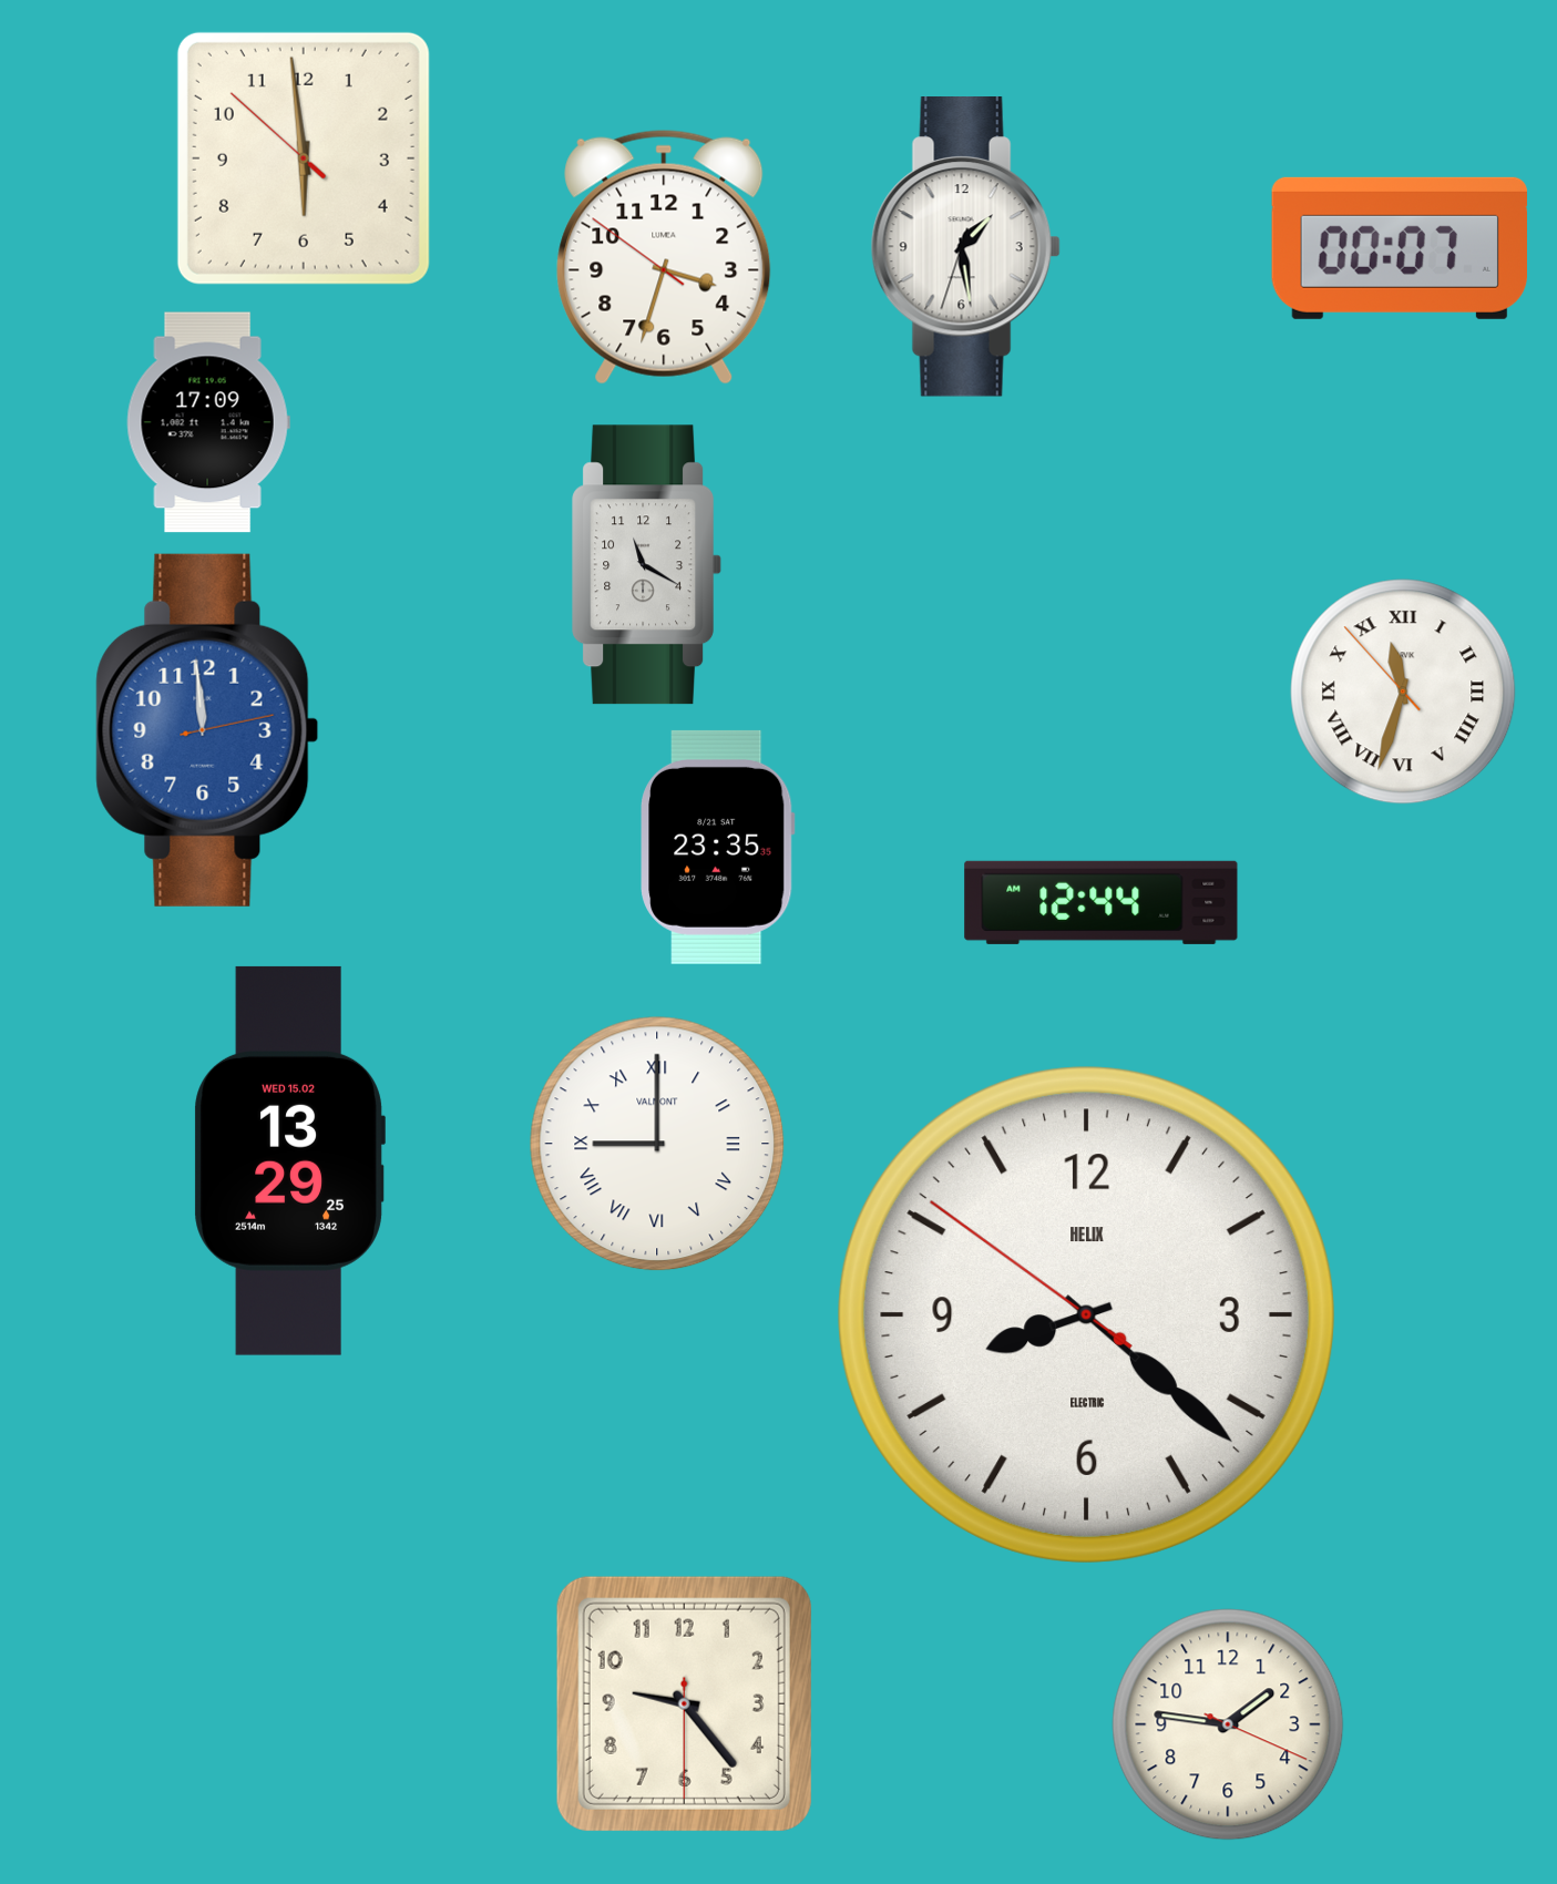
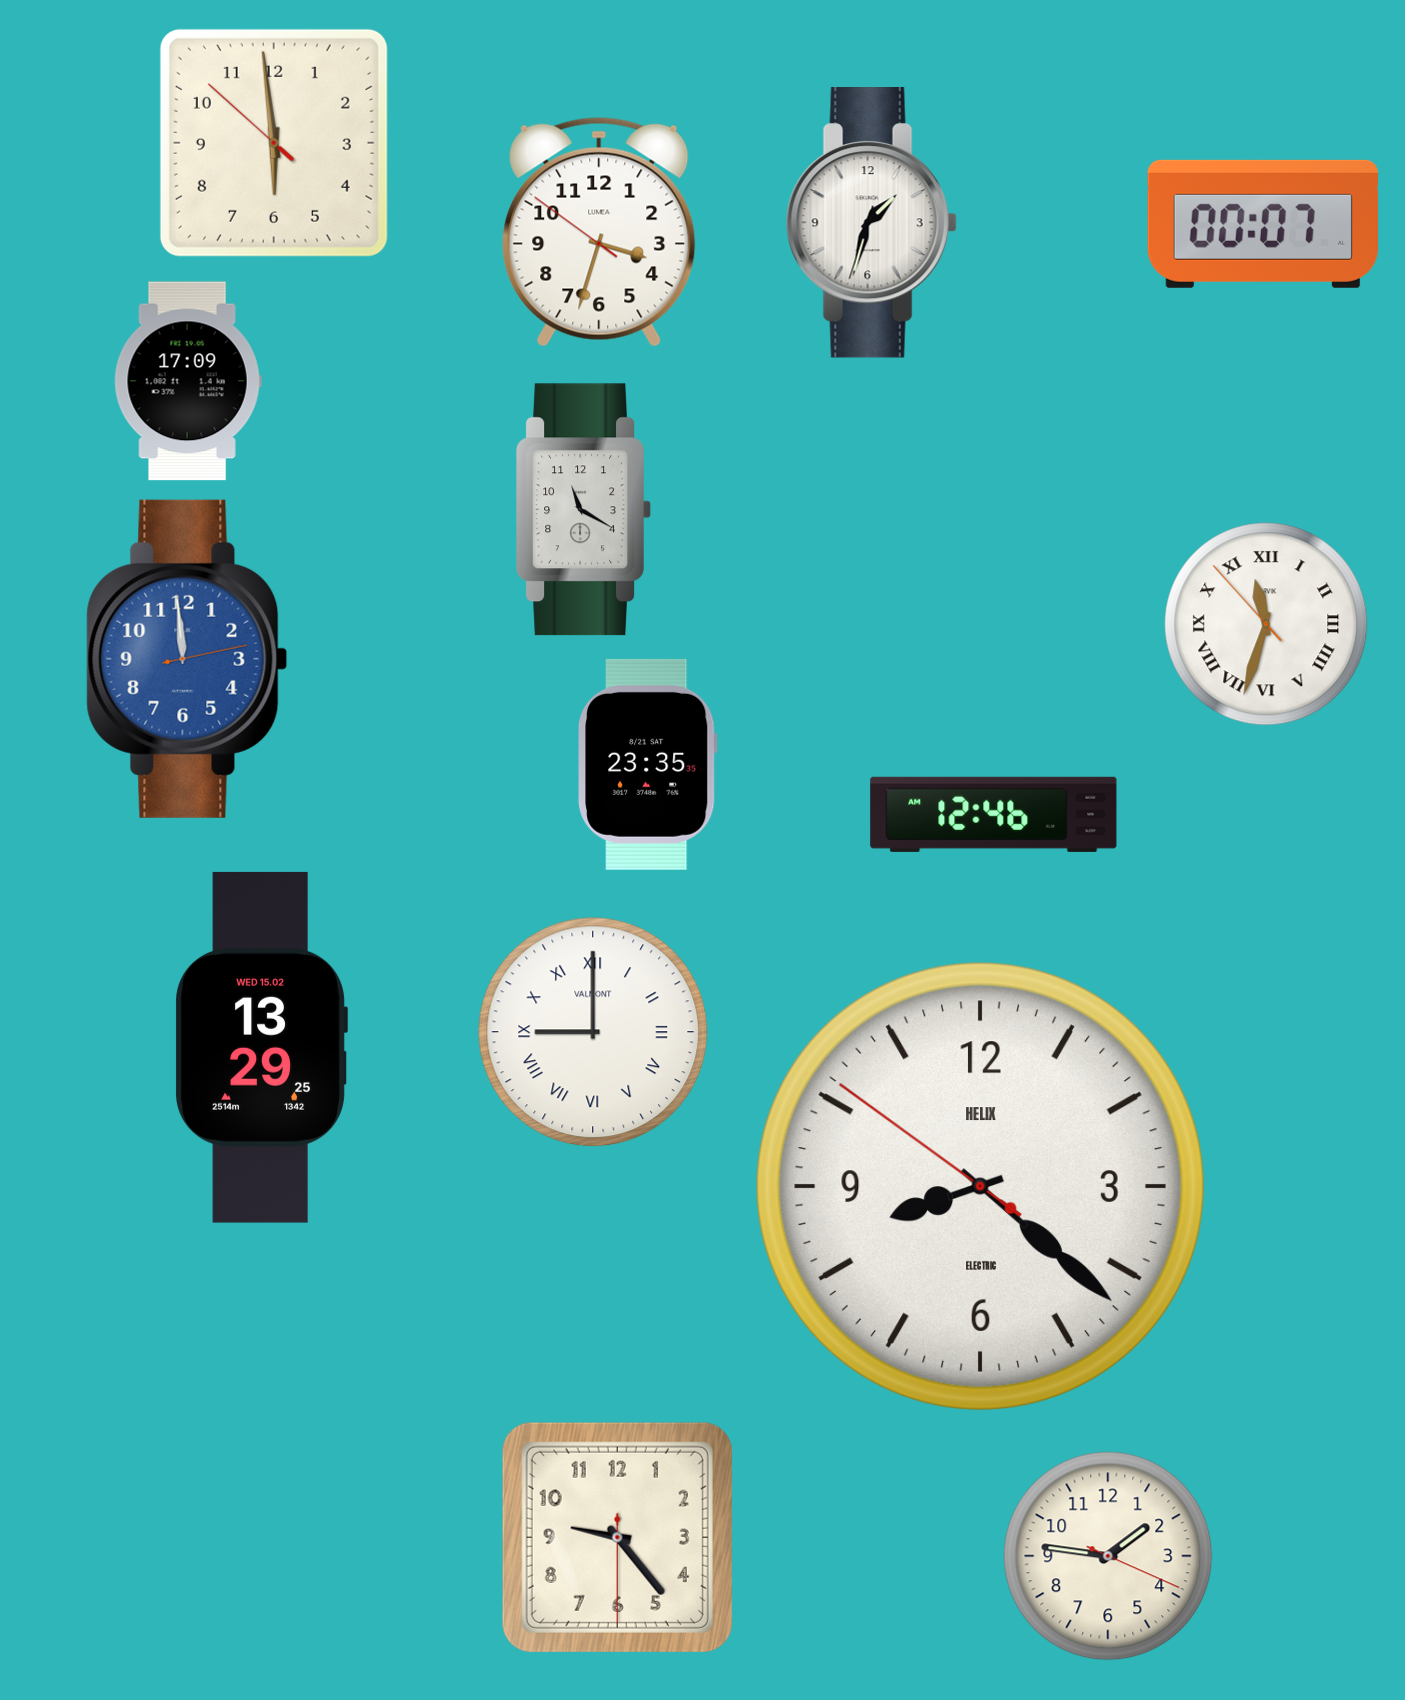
clock at (965, 247): 1:28 -> 1:32
clock at (1102, 902): 12:44 -> 12:46
